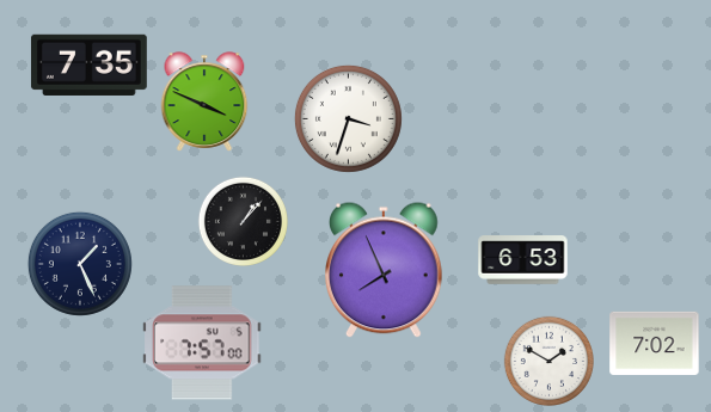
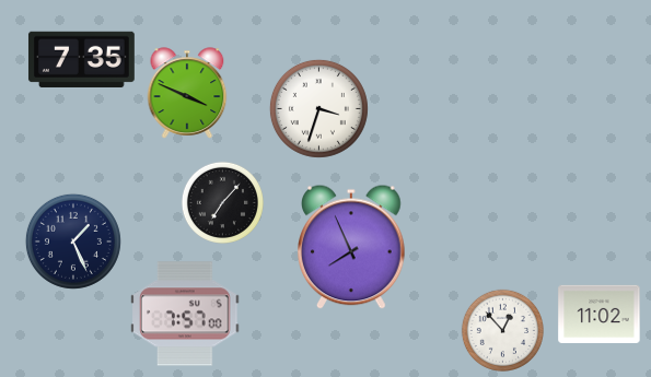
clock at (243, 221): 1:07 -> 7:07
clock at (523, 260): 6:53 -> none
clock at (655, 343): 7:02 -> 11:02
clock at (548, 361): 1:50 -> 12:53
